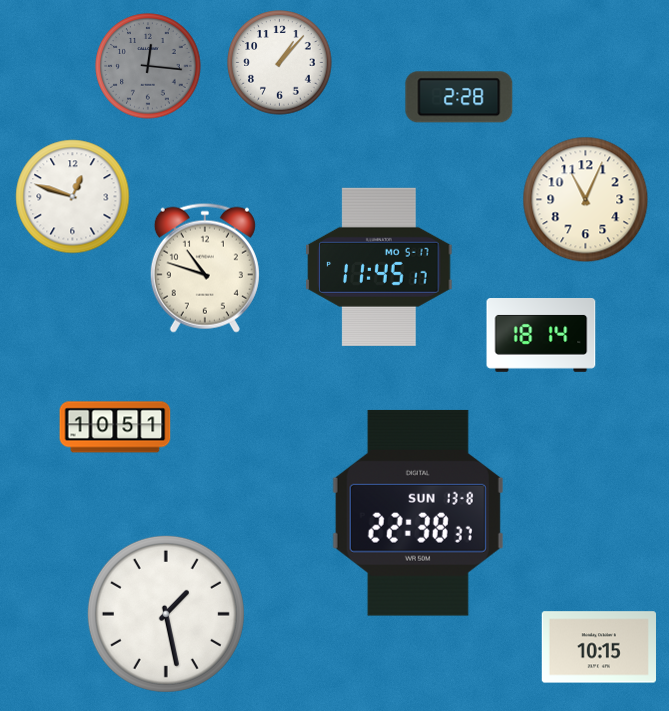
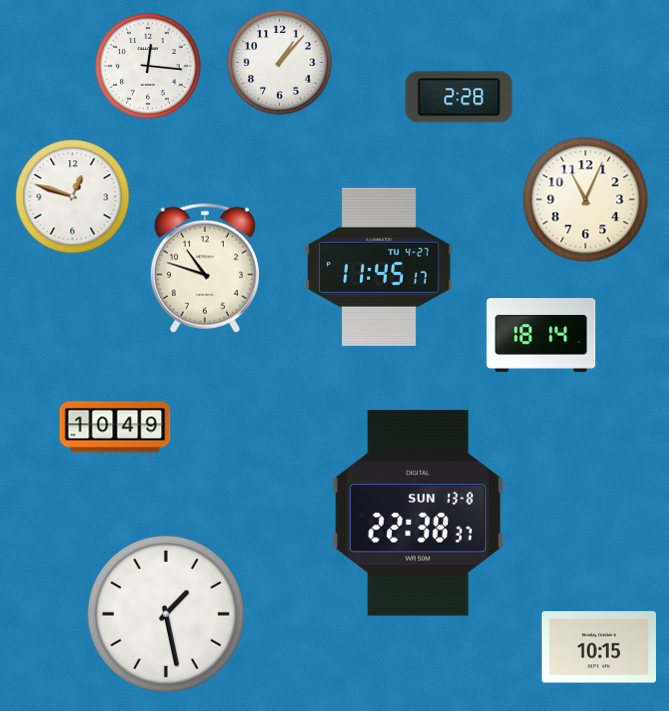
clock at (148, 66) dial: grey -> white
clock at (379, 267) date: MO 5-17 -> TU 4-27
clock at (115, 427): 10:51 -> 10:49
